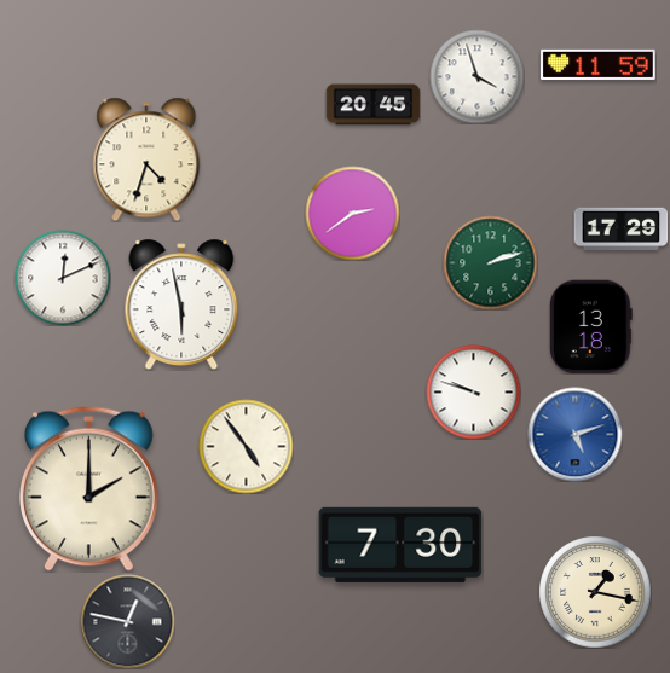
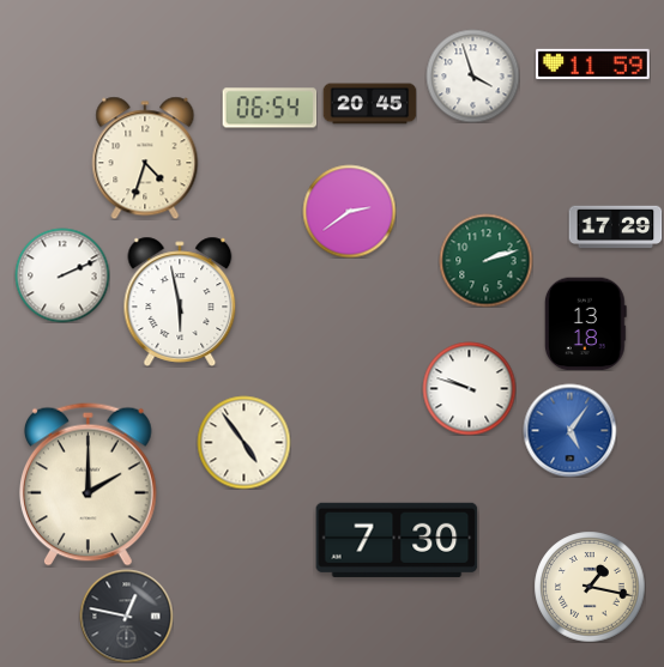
clock at (270, 108): none -> 06:54
clock at (63, 278): 12:11 -> 2:11
clock at (574, 434): 5:12 -> 5:06
